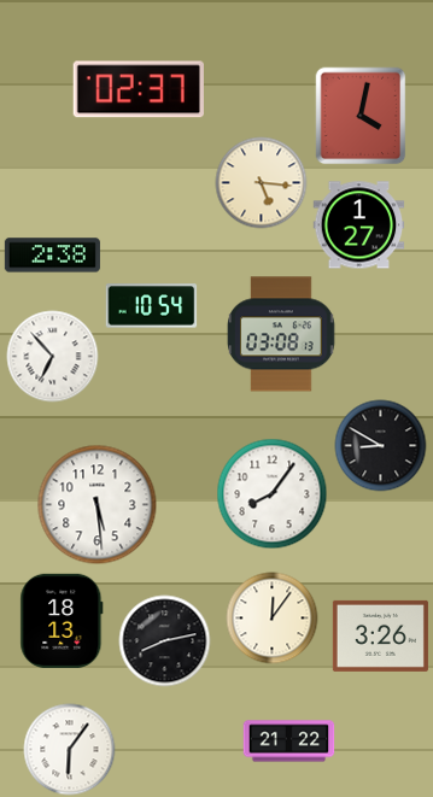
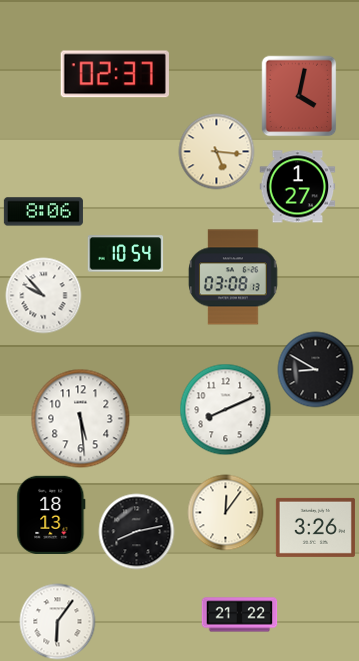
clock at (52, 256): 2:38 -> 8:06
clock at (53, 357): 6:53 -> 9:53
clock at (273, 494): 8:06 -> 8:11
